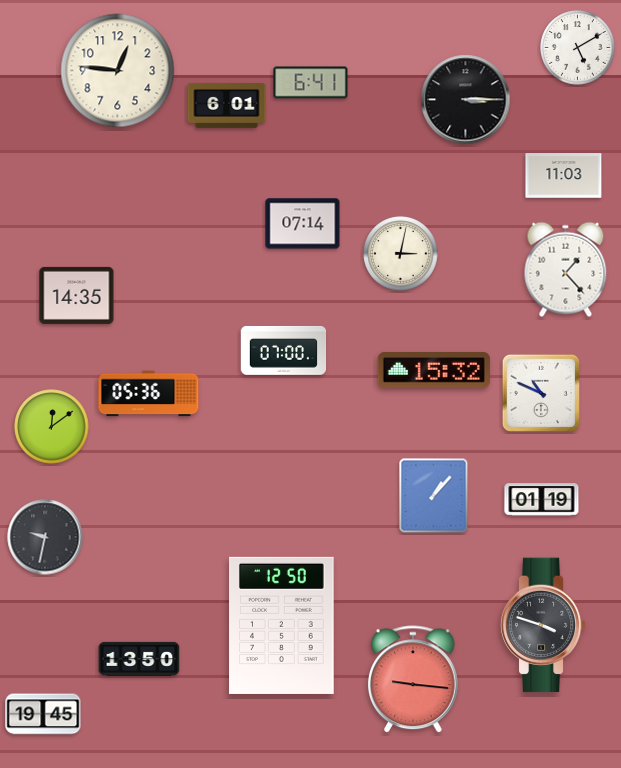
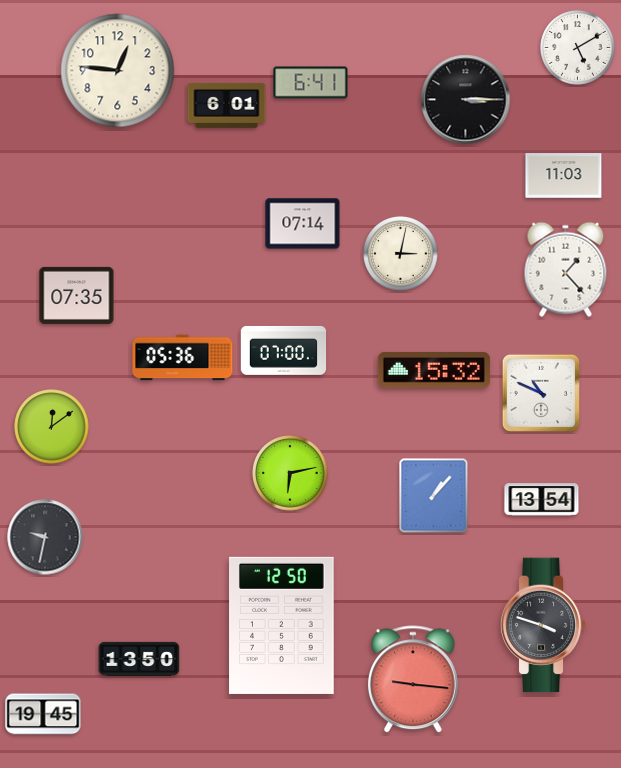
clock at (77, 295): 14:35 -> 07:35
clock at (149, 394) position: (149, 394) -> (183, 358)
clock at (290, 473): none -> 6:13
clock at (542, 500): 01:19 -> 13:54
